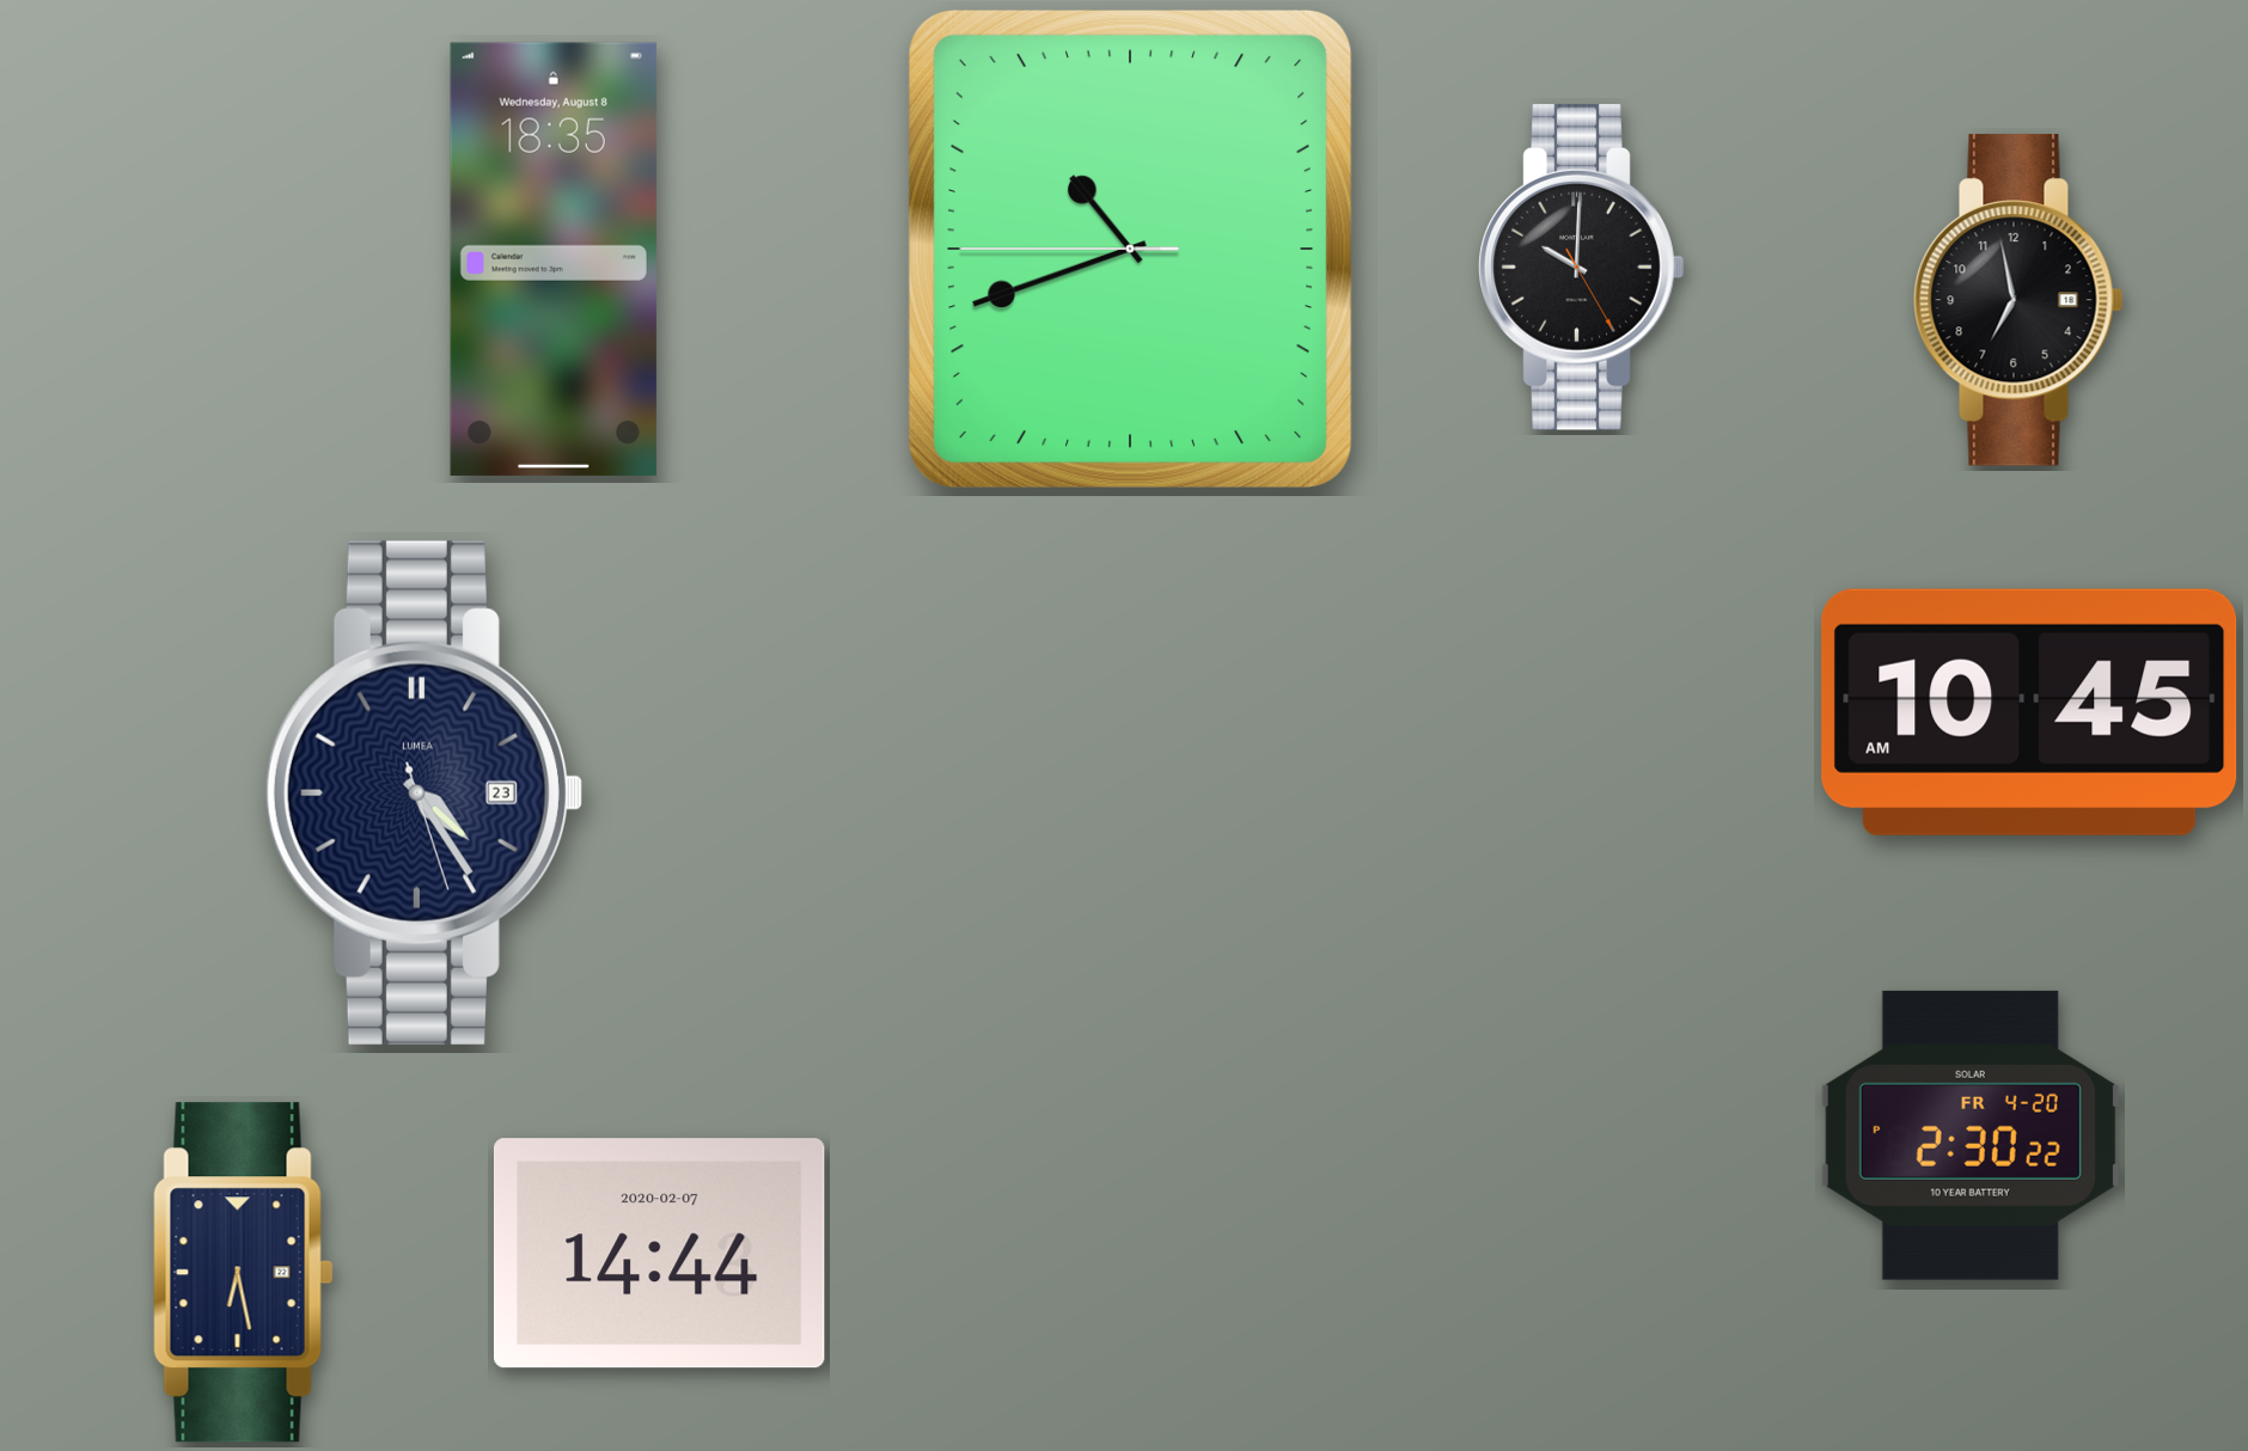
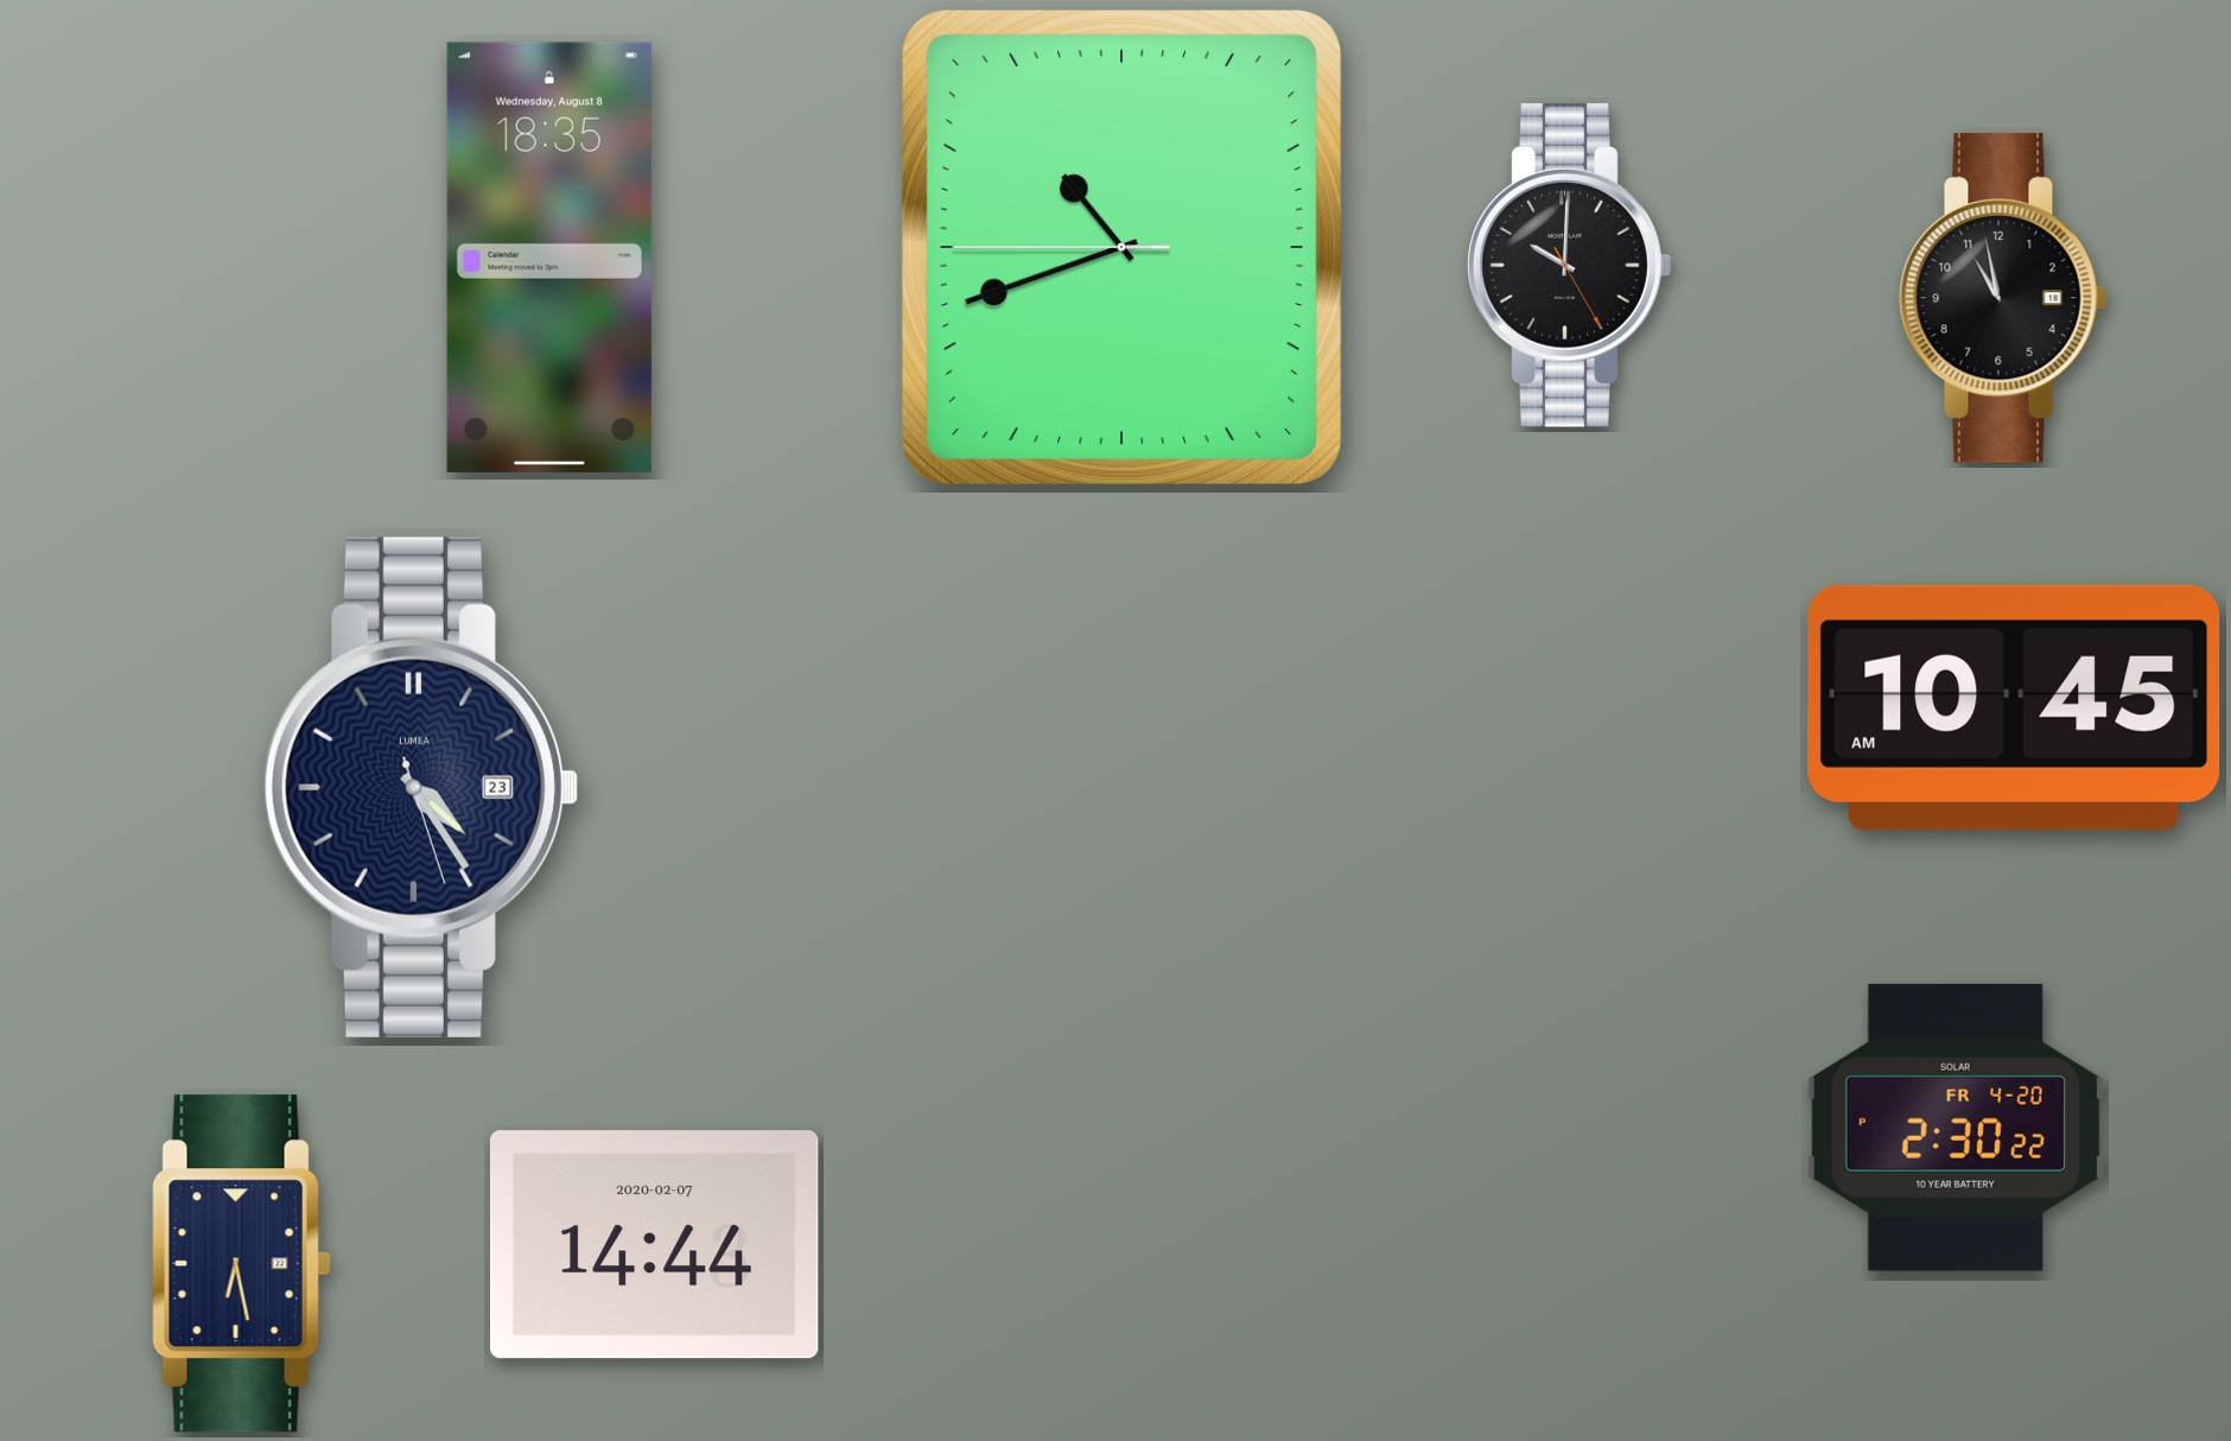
clock at (2018, 300): 6:58 -> 10:58
